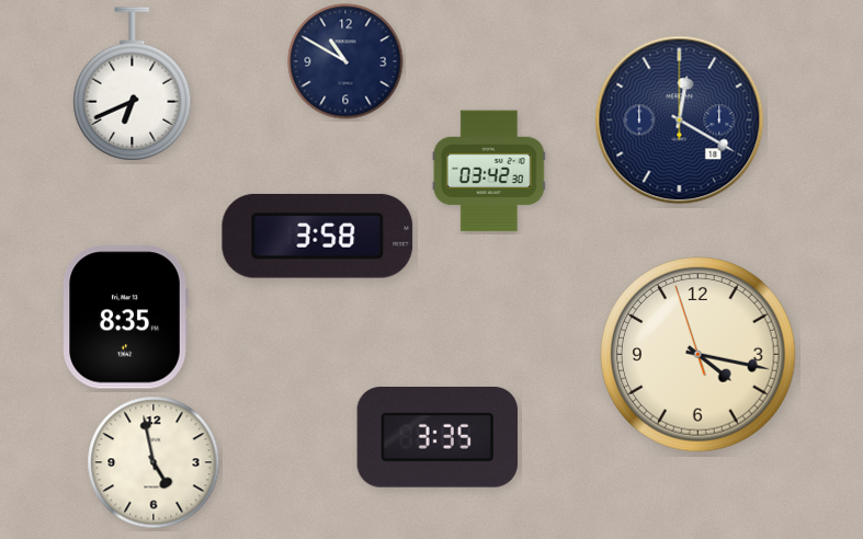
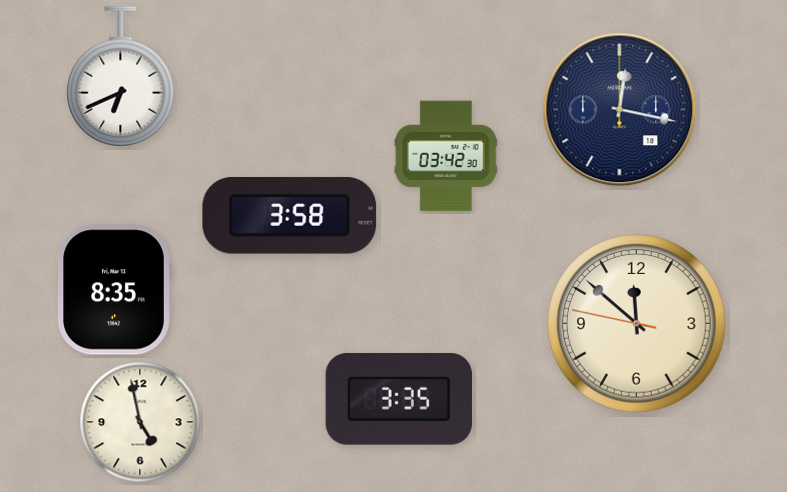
clock at (345, 61): 10:50 -> none
clock at (680, 121): 12:20 -> 12:17
clock at (699, 355): 4:16 -> 11:51
